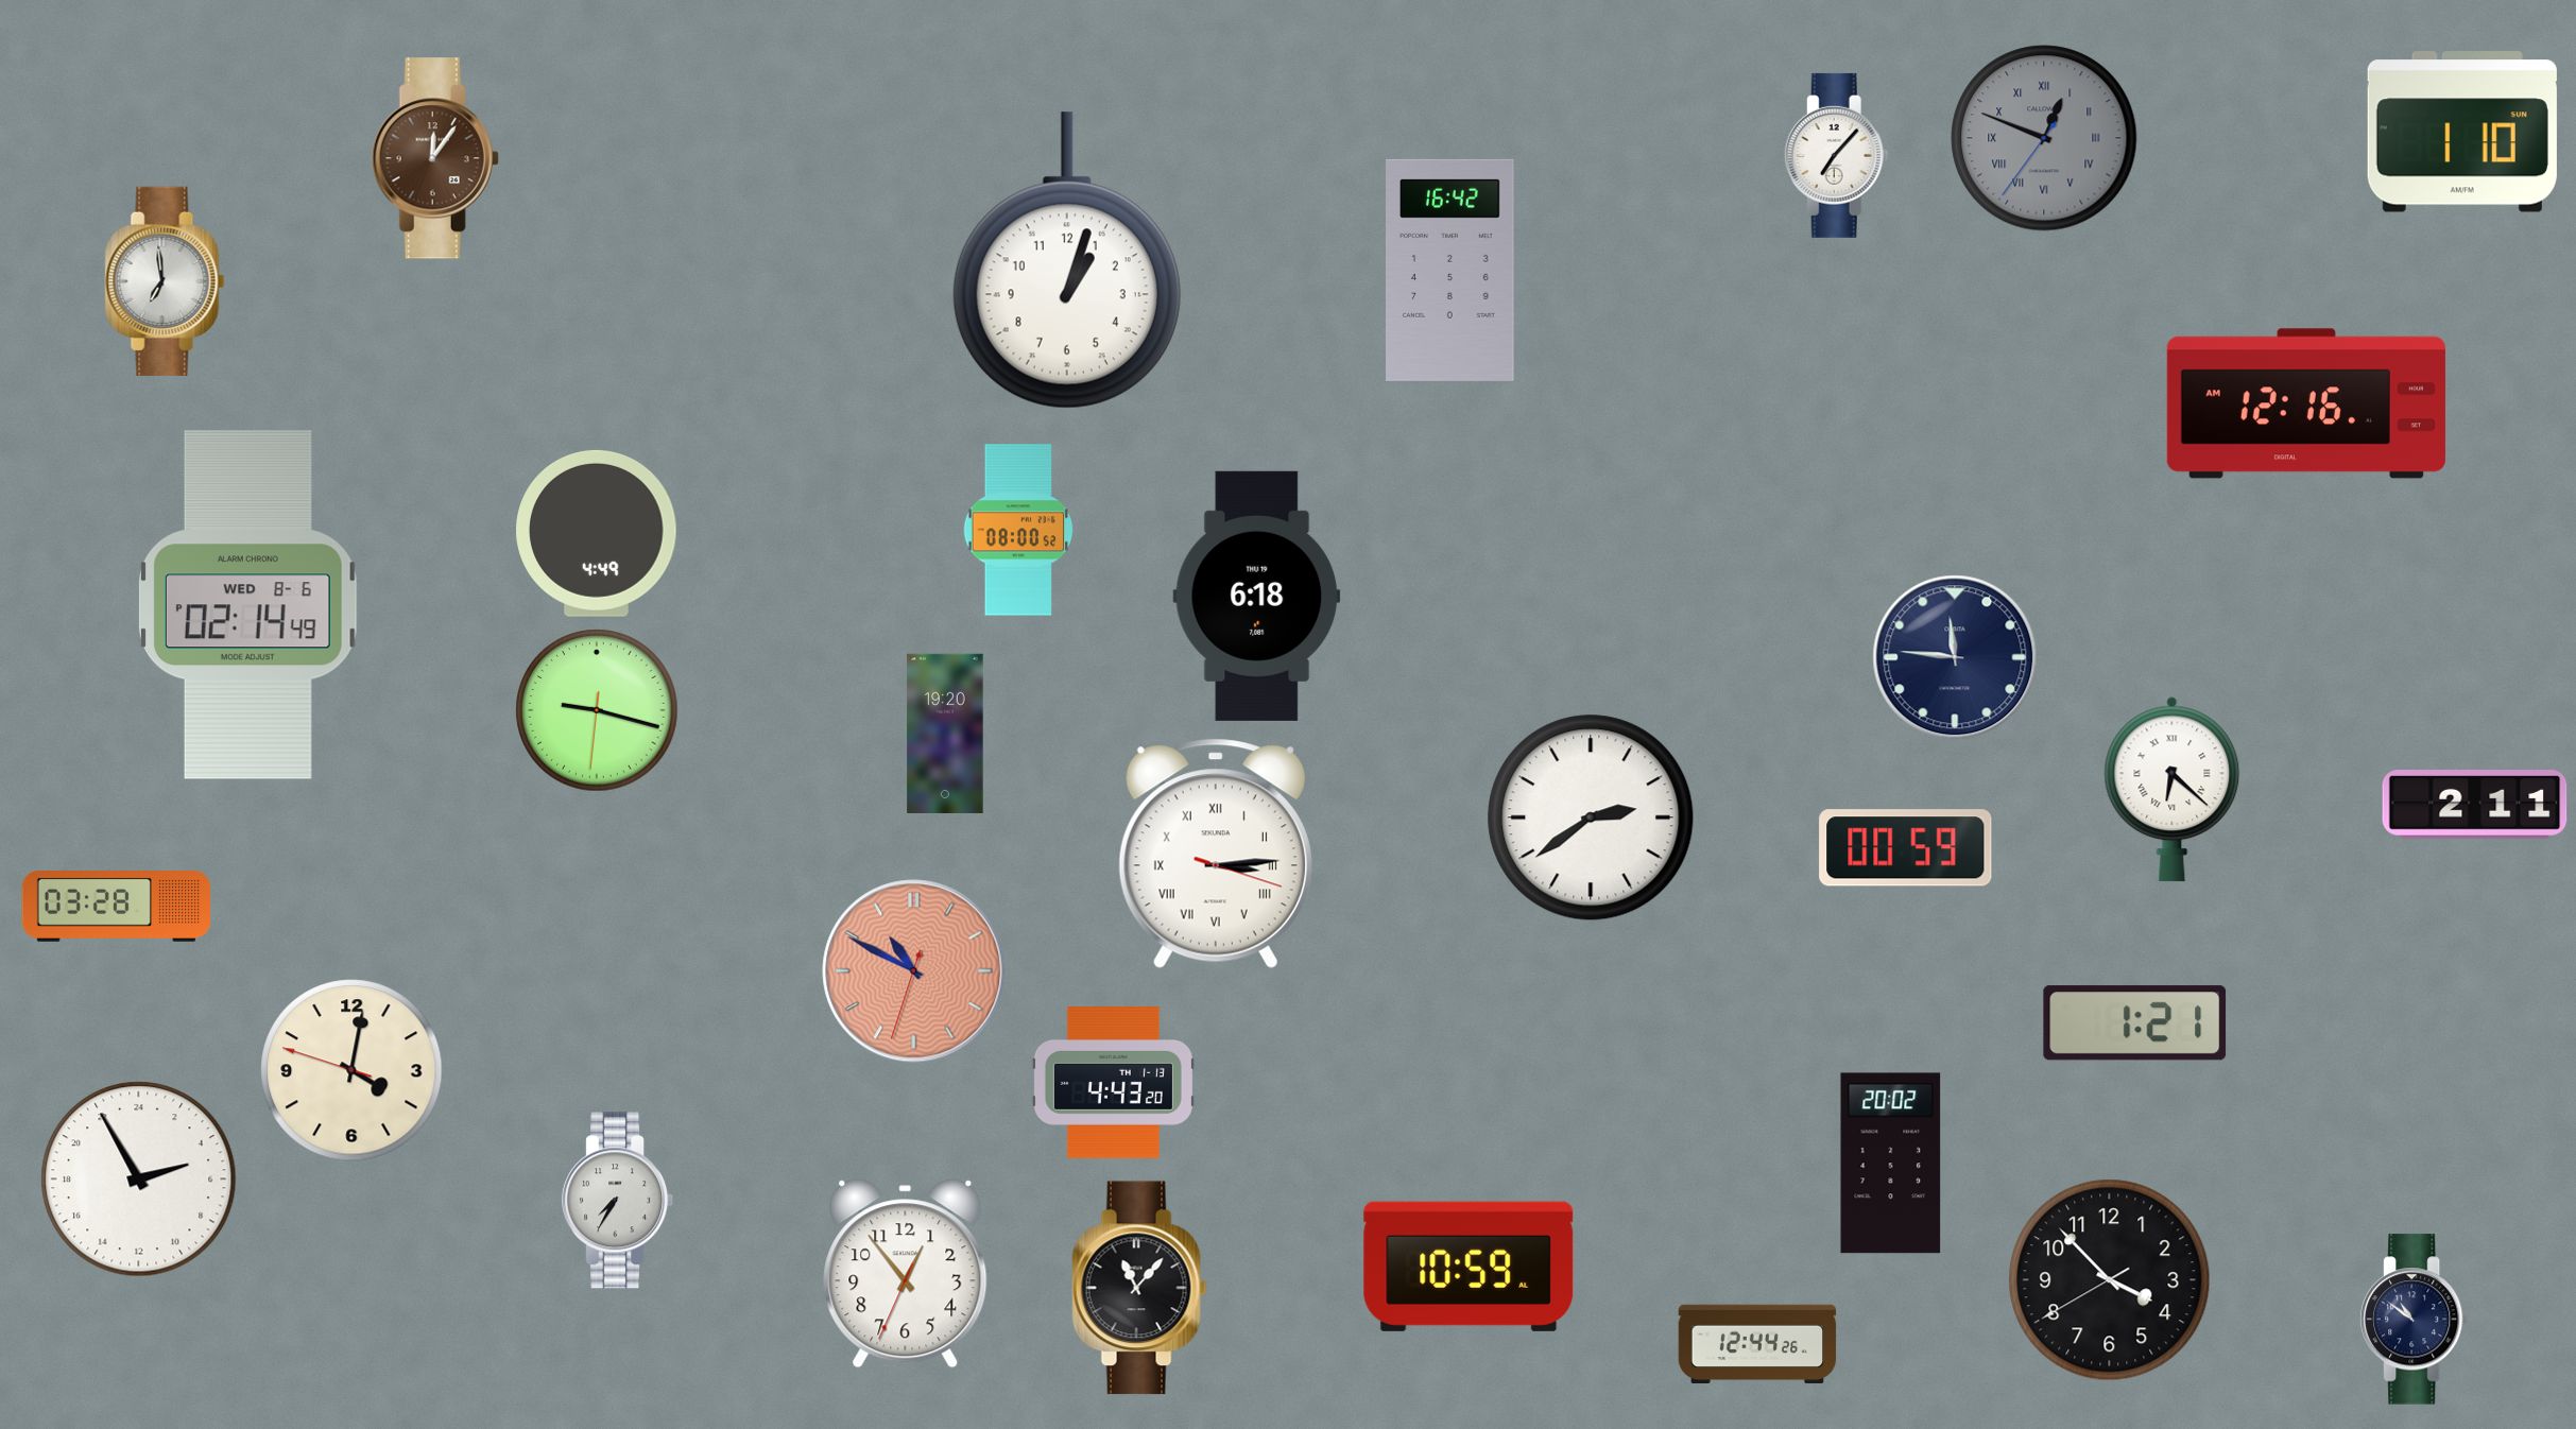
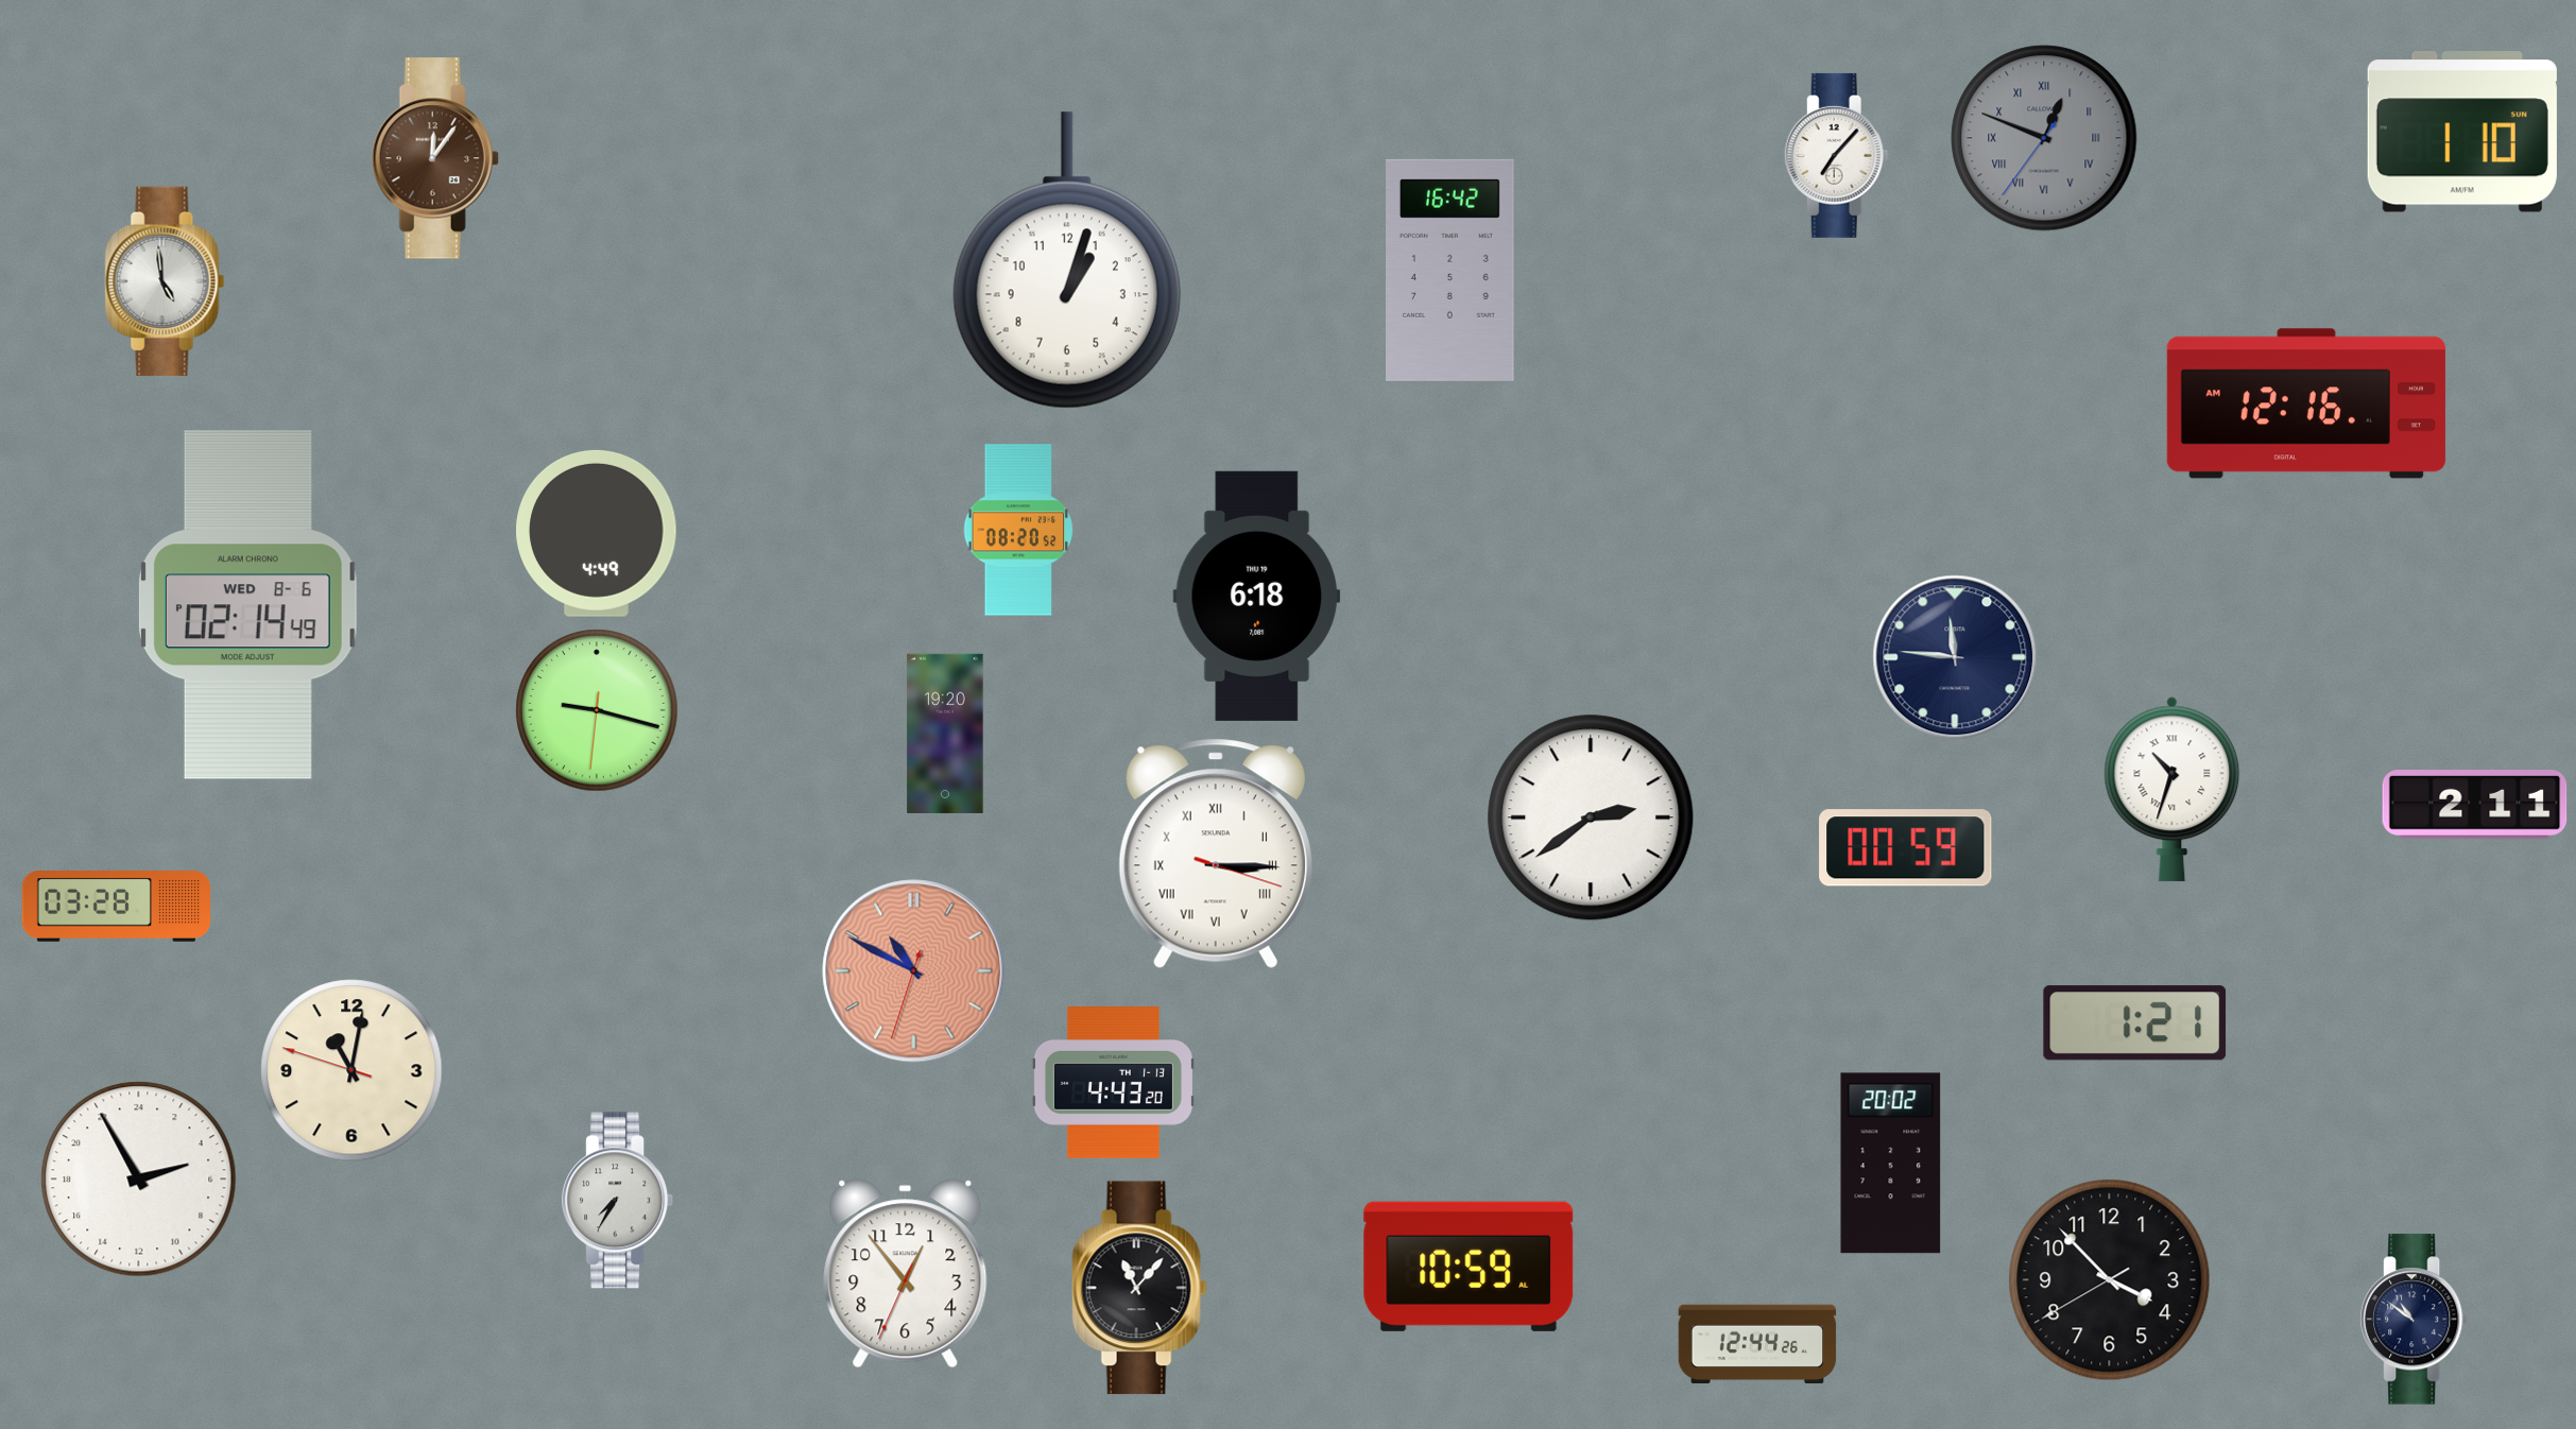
clock at (165, 281): 6:59 -> 4:59
clock at (1018, 530): 08:00 -> 08:20
clock at (2173, 790): 6:22 -> 10:33
clock at (1216, 854): 3:14 -> 3:15
clock at (351, 1070): 4:01 -> 11:01
